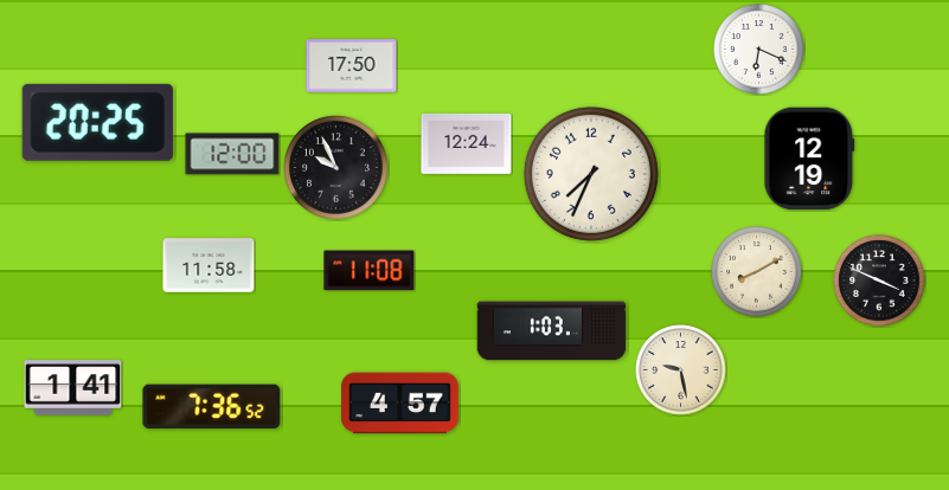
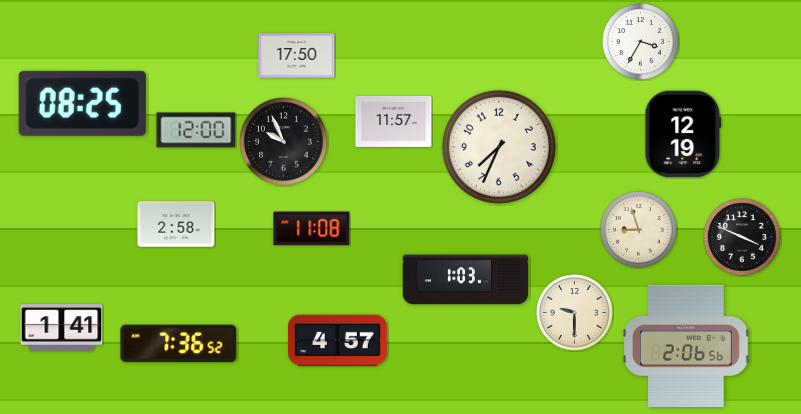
clock at (759, 50): 6:19 -> 3:35
clock at (97, 122): 20:25 -> 08:25
clock at (467, 143): 12:24 -> 11:57
clock at (209, 265): 11:58 -> 2:58
clock at (757, 272): 8:10 -> 8:57
clock at (681, 370): 9:28 -> 9:30
clock at (686, 346): none -> 2:06
